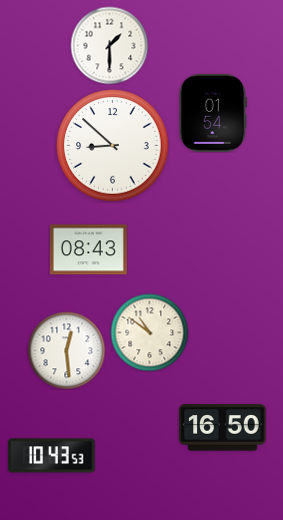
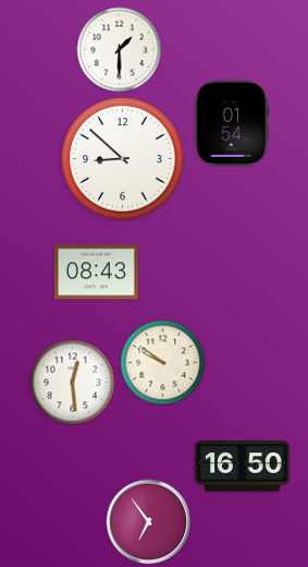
clock at (149, 332): 10:51 -> 9:51
clock at (52, 456): 10:43 -> none
clock at (148, 521): none -> 6:54
